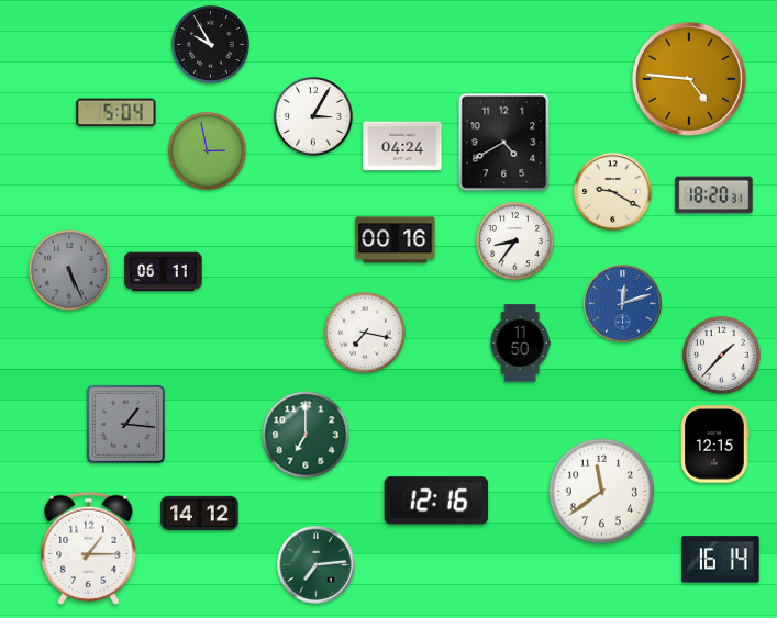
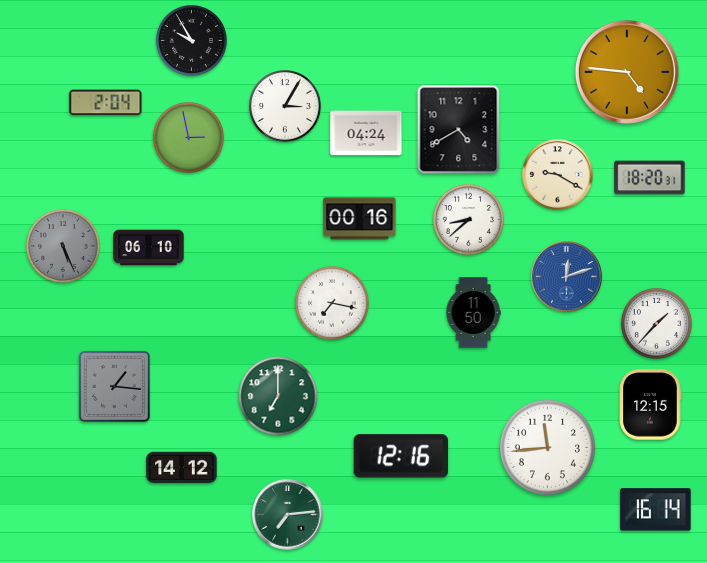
clock at (116, 113): 5:04 -> 2:04
clock at (514, 240): 8:36 -> 8:38
clock at (164, 272): 06:11 -> 06:10
clock at (601, 491): 11:39 -> 11:44
clock at (436, 501) position: (436, 501) -> (401, 456)
clock at (89, 548): 1:15 -> none
